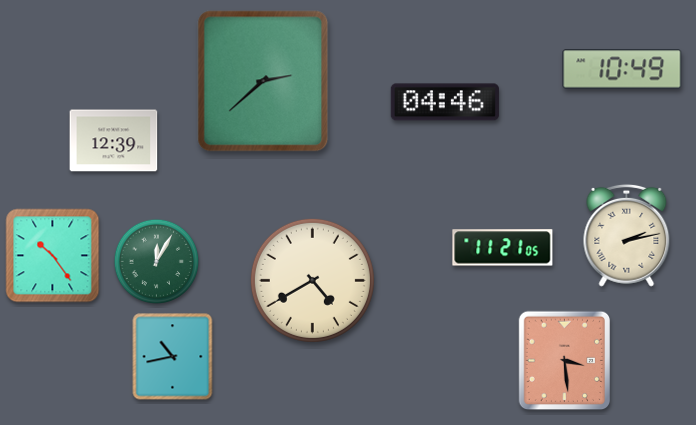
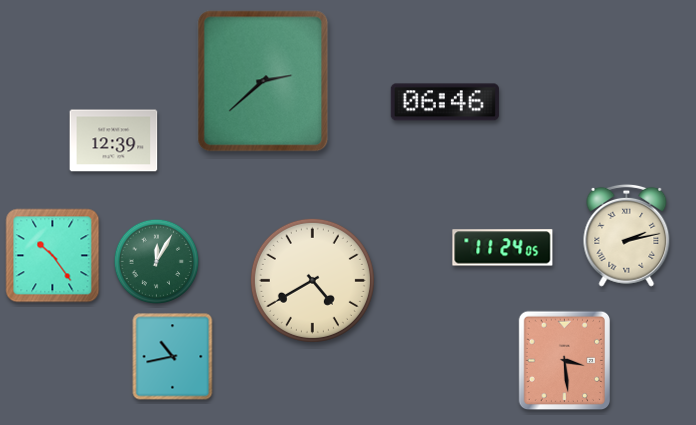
clock at (622, 69): 10:49 -> none
clock at (445, 102): 04:46 -> 06:46
clock at (503, 248): 11:21 -> 11:24
